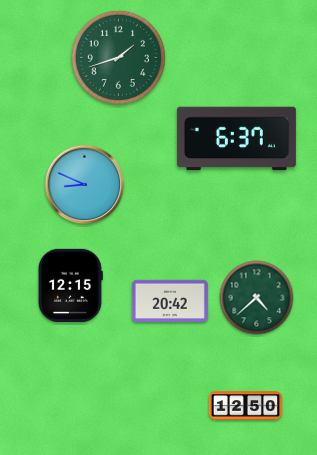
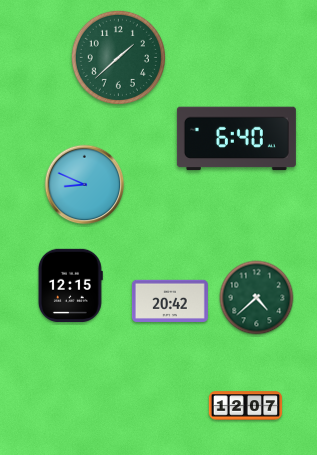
clock at (118, 57): 1:42 -> 1:38
clock at (236, 139): 6:37 -> 6:40
clock at (246, 406): 12:50 -> 12:07
